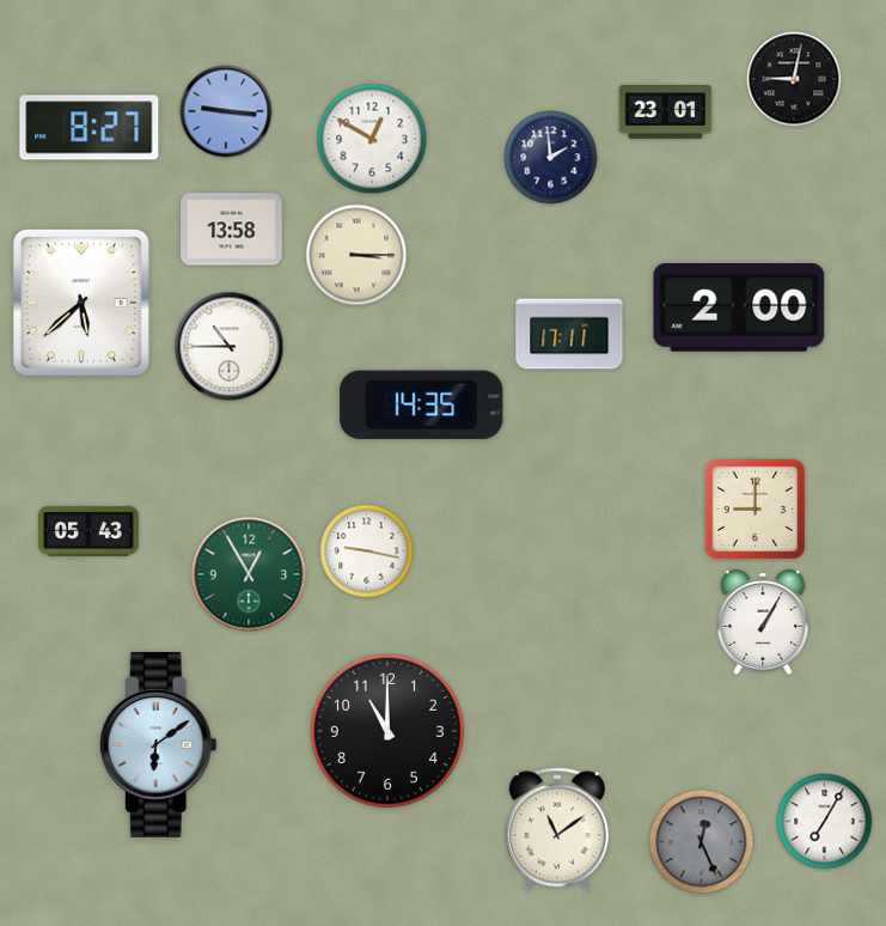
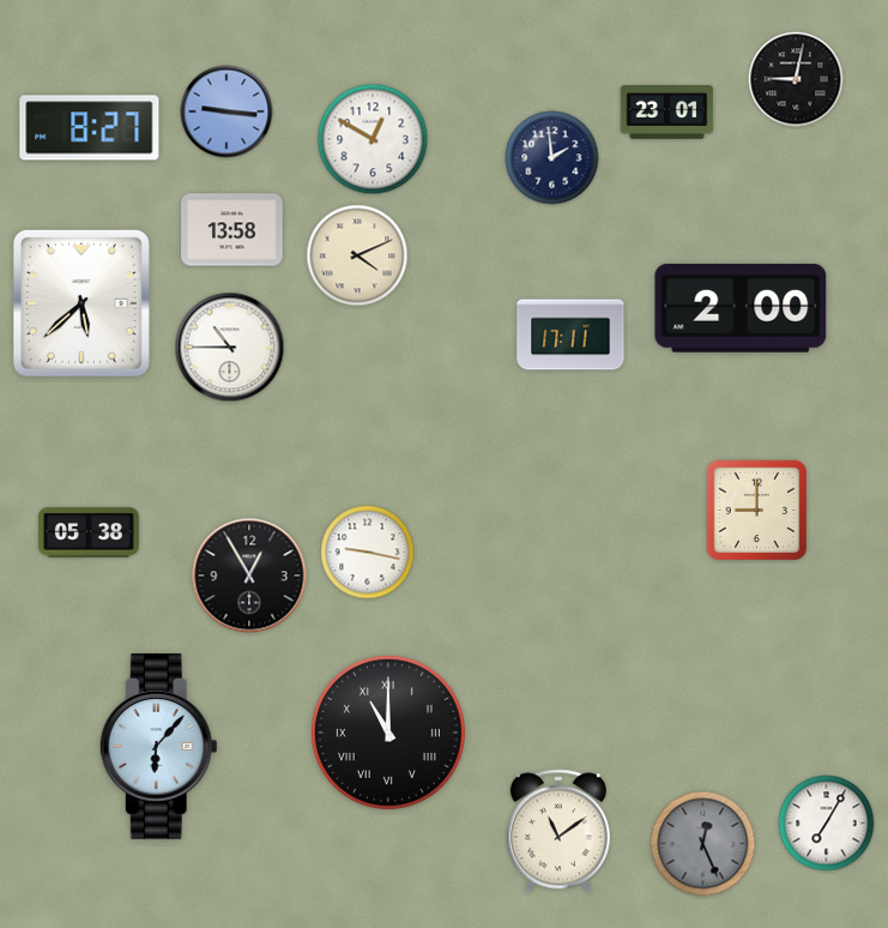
clock at (356, 255): 3:15 -> 4:11
clock at (422, 404): 14:35 -> none
clock at (90, 531): 05:43 -> 05:38
clock at (249, 574) dial: green -> black
clock at (763, 622): 1:05 -> none
clock at (387, 731) numerals: Arabic -> Roman
clock at (158, 745): 6:09 -> 6:07
